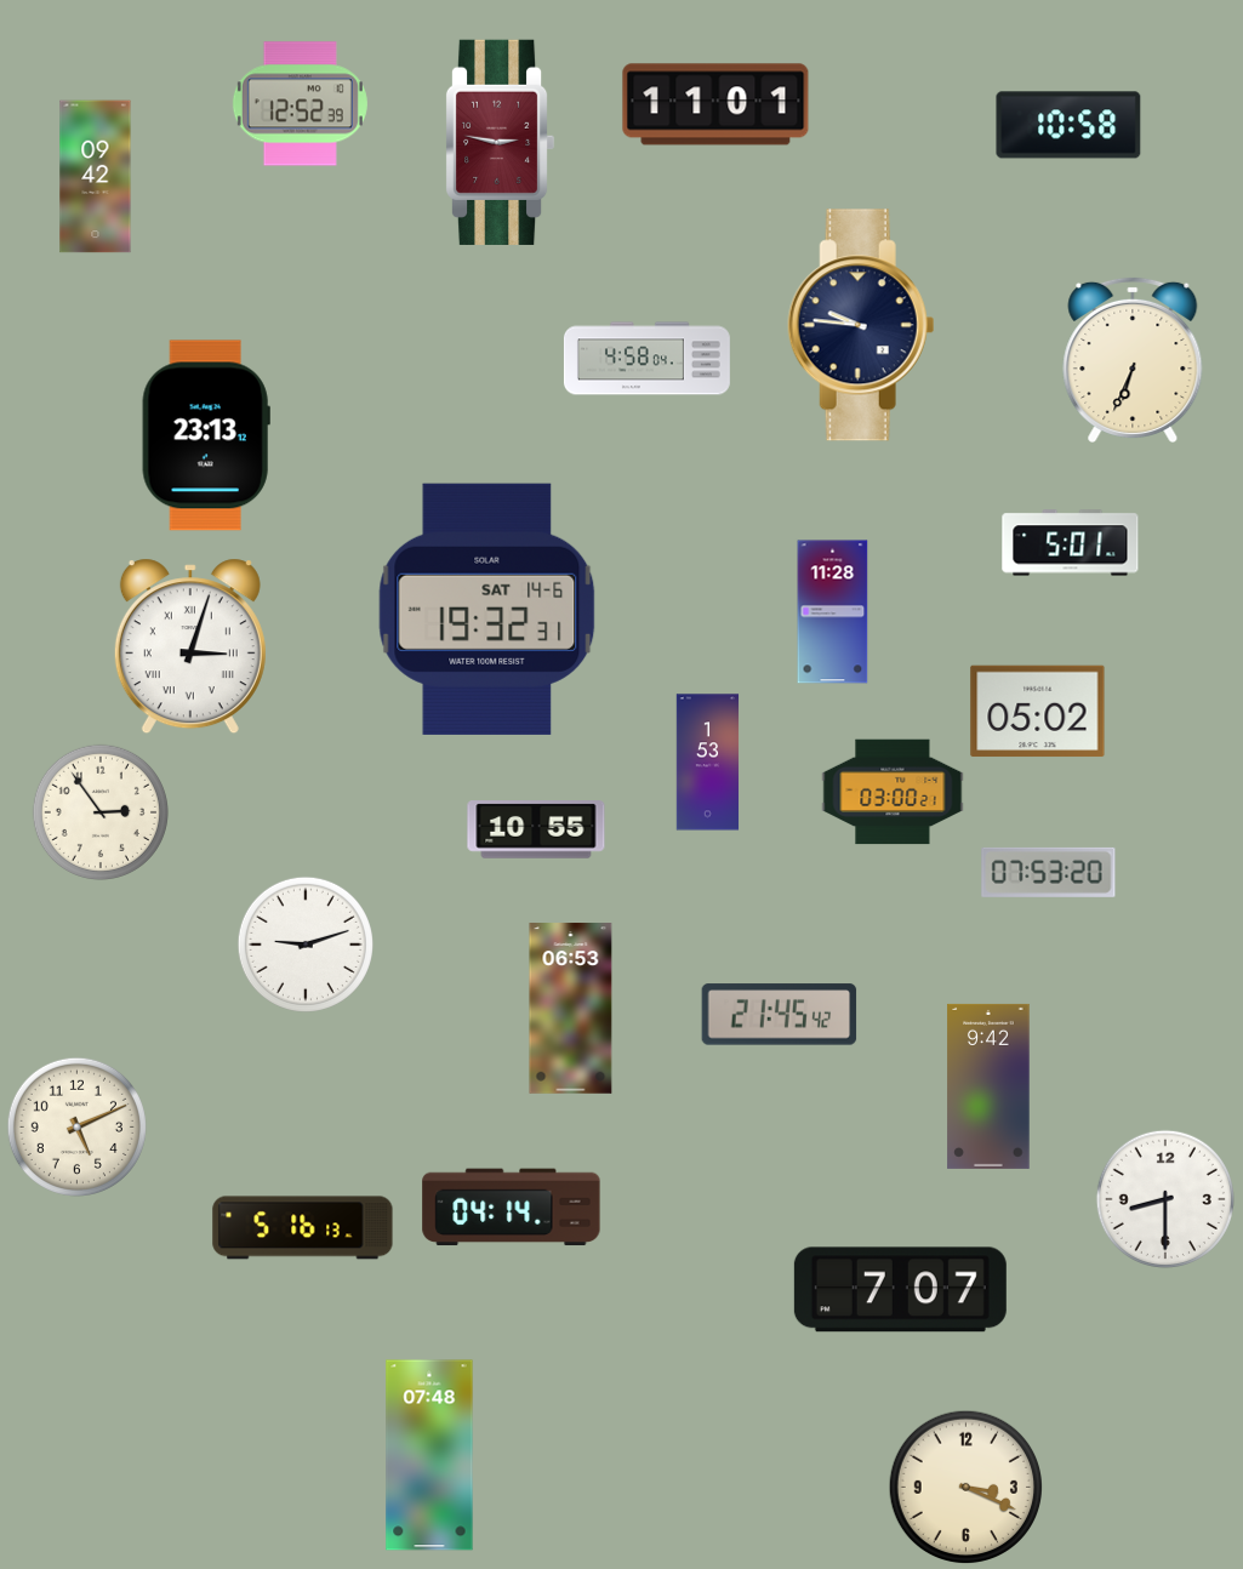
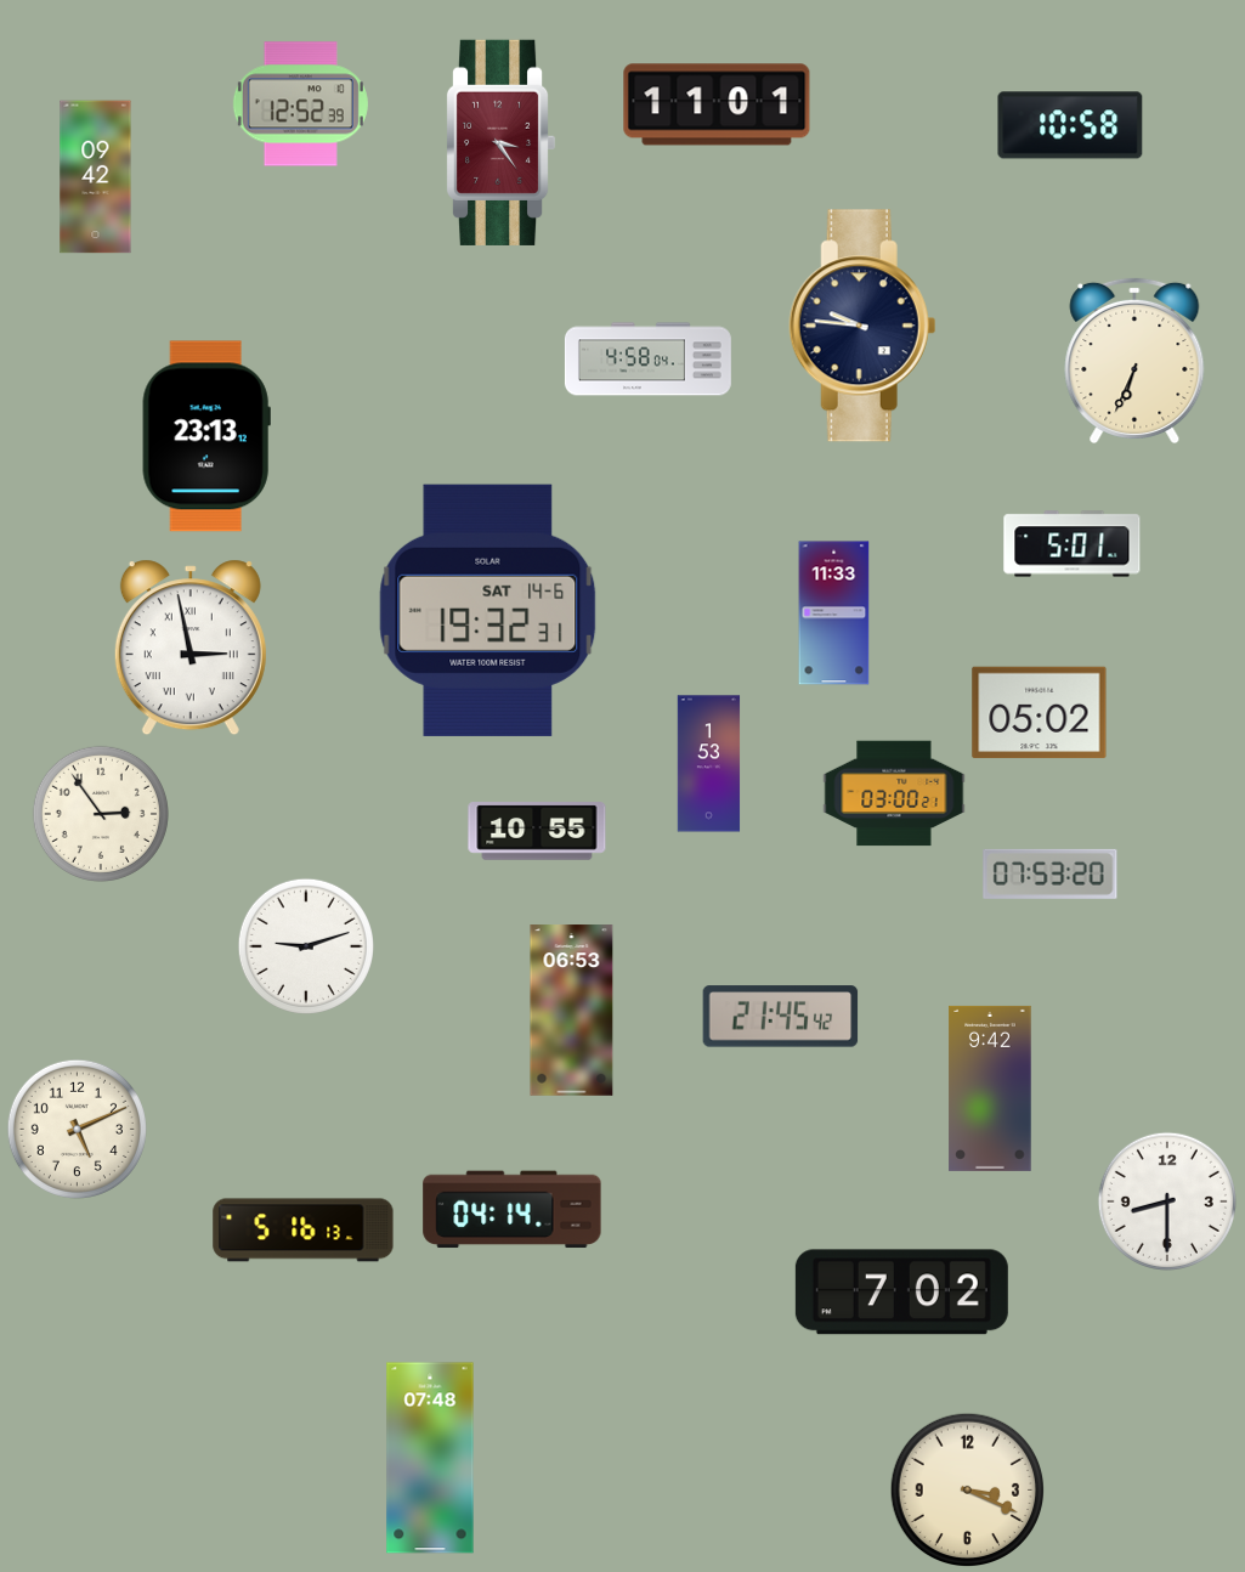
clock at (500, 142): 2:47 -> 3:24
clock at (833, 612): 11:28 -> 11:33
clock at (190, 646): 3:03 -> 2:58
clock at (900, 1290): 7:07 -> 7:02
